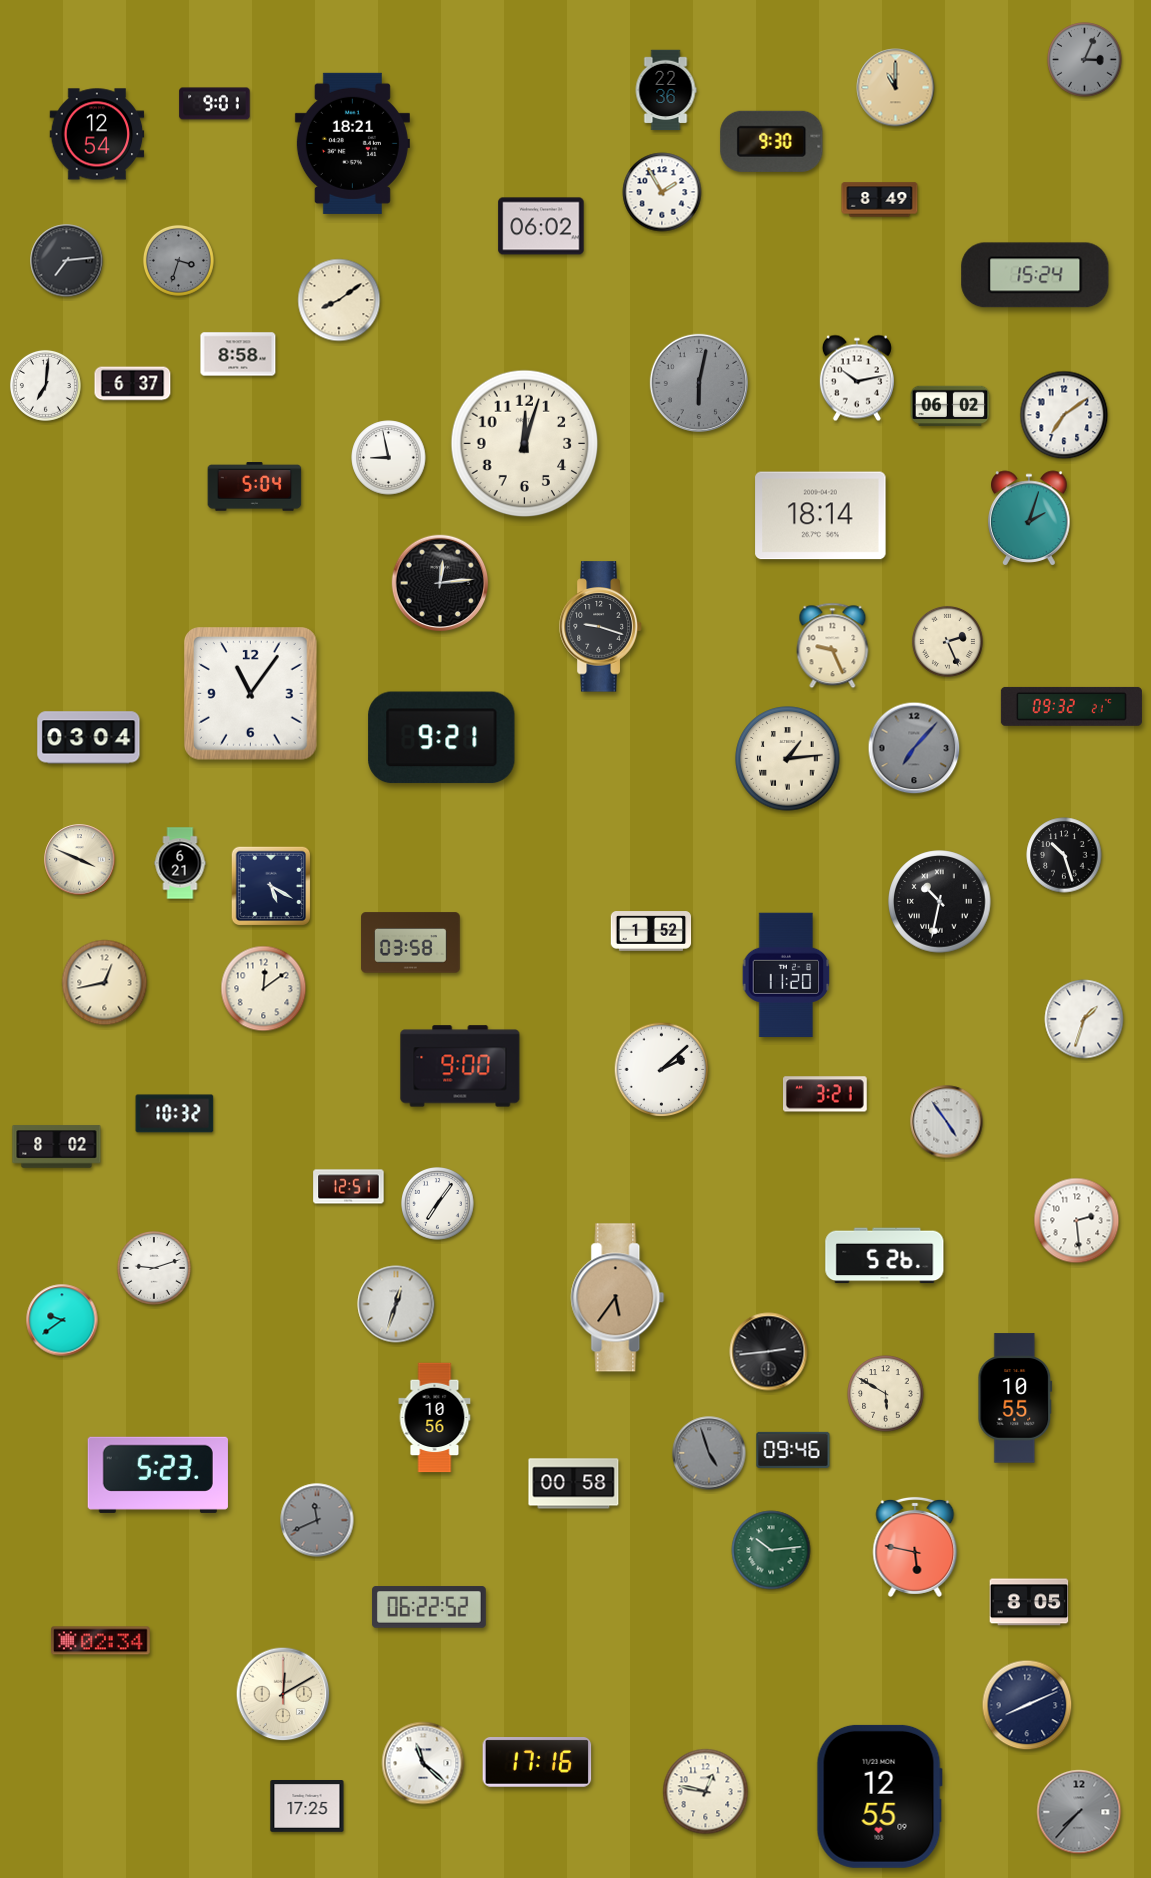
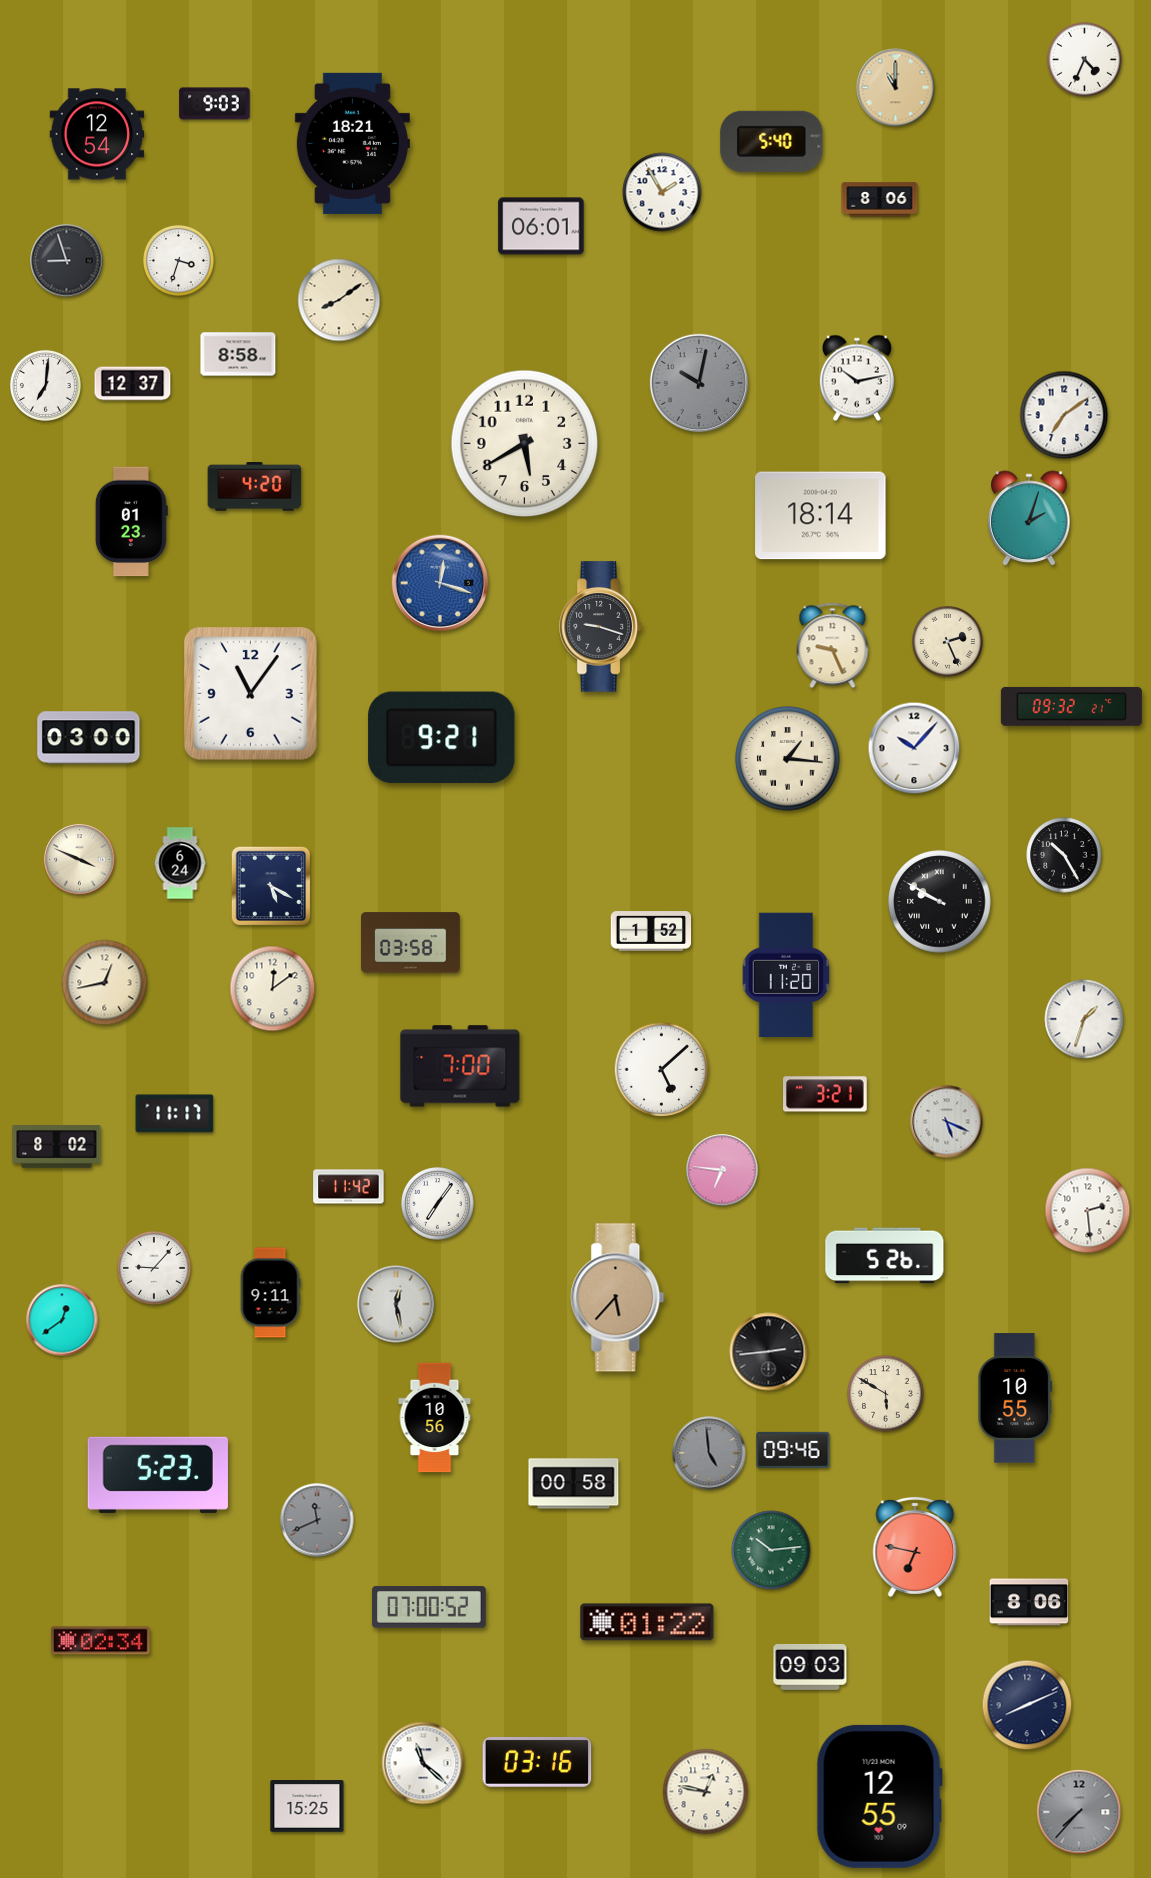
clock at (1085, 60): 3:04 -> 4:34
clock at (1085, 60) dial: grey -> white
clock at (666, 90): 22:36 -> none
clock at (215, 104): 9:01 -> 9:03
clock at (772, 141): 9:30 -> 5:40
clock at (880, 200): 8:49 -> 8:06
clock at (541, 226): 06:02 -> 06:01
clock at (178, 260) dial: grey -> white
clock at (67, 261): 7:14 -> 8:57
clock at (1035, 275): 15:24 -> none
clock at (699, 383): 6:02 -> 10:02
clock at (133, 384): 6:37 -> 12:37
clock at (950, 406): 06:02 -> none
clock at (525, 444): 12:03 -> 5:40
clock at (389, 458): 8:58 -> none
clock at (255, 487): 5:04 -> 4:20
clock at (131, 522): none -> 01:23
clock at (440, 583): 12:14 -> 12:18
clock at (440, 583) dial: black -> blue
clock at (89, 738): 03:04 -> 03:00
clock at (914, 748): 7:07 -> 10:07
clock at (914, 748) dial: grey -> white
clock at (788, 759): 1:14 -> 1:16
clock at (1064, 855): 10:27 -> 10:25
clock at (180, 863): 6:21 -> 6:24
clock at (940, 902): 10:32 -> 9:50
clock at (264, 989) position: (264, 989) -> (273, 989)
clock at (460, 1066): 9:00 -> 7:00
clock at (662, 1070): 2:08 -> 5:08
clock at (175, 1114): 10:32 -> 11:17
clock at (947, 1122): 4:54 -> 5:19
clock at (722, 1170): none -> 6:46
clock at (349, 1187): 12:51 -> 11:42
clock at (1077, 1221) position: (1077, 1221) -> (1088, 1211)
clock at (154, 1268): 9:12 -> 9:07
clock at (270, 1293): none -> 9:11
clock at (618, 1298): 5:36 -> 5:37
clock at (396, 1304): 12:33 -> 12:28
clock at (62, 1320): 9:39 -> 12:39
clock at (709, 1453): 4:57 -> 4:59
clock at (915, 1547): 5:47 -> 6:47
clock at (1029, 1602): 8:05 -> 8:06
clock at (429, 1607): 06:22 -> 07:00
clock at (647, 1622): none -> 01:22
clock at (810, 1667): none -> 09:03
clock at (283, 1694): 12:10 -> none
clock at (537, 1763): 17:16 -> 03:16
clock at (307, 1807): 17:25 -> 15:25
